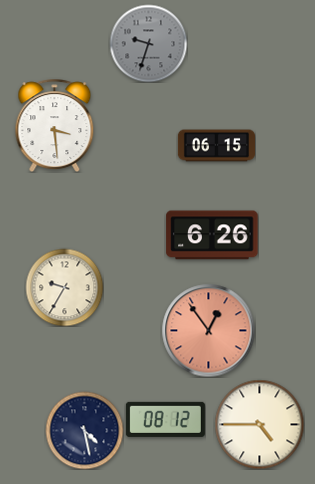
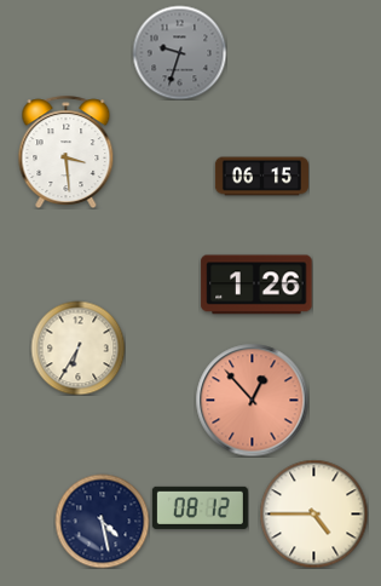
clock at (212, 235): 6:26 -> 1:26
clock at (64, 287): 9:35 -> 6:35
clock at (208, 330): 12:54 -> 12:53
